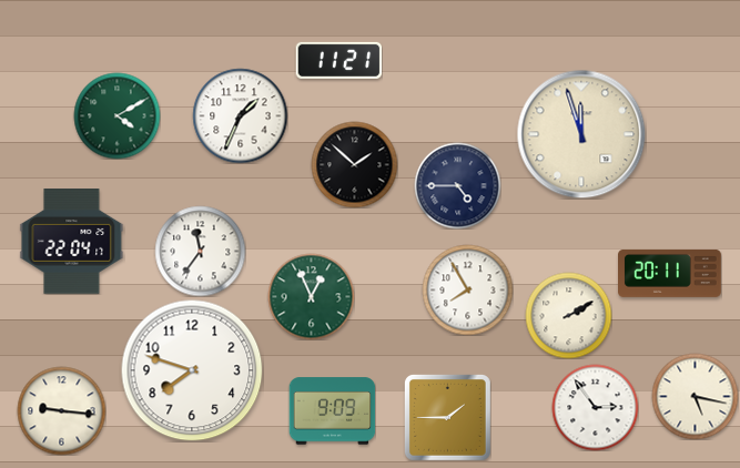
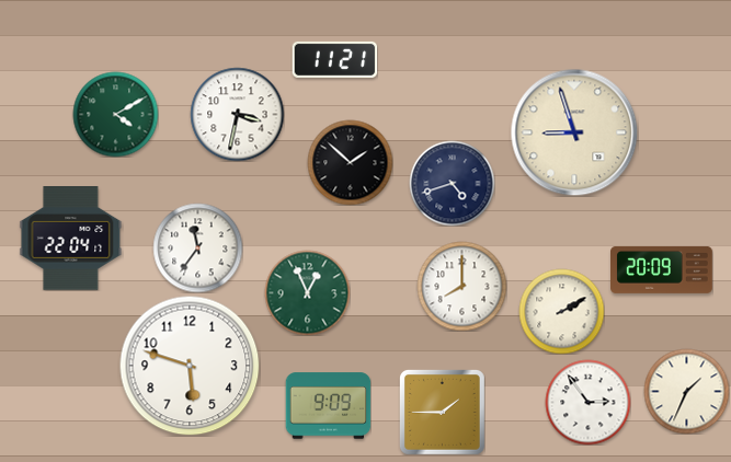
clock at (240, 115): 1:34 -> 3:32
clock at (581, 134): 11:57 -> 8:57
clock at (457, 185): 4:45 -> 4:42
clock at (670, 274): 20:11 -> 20:09
clock at (467, 289): 7:55 -> 8:00
clock at (192, 370): 7:48 -> 5:48
clock at (695, 396): 5:17 -> 1:34
clock at (61, 410): 9:16 -> none
